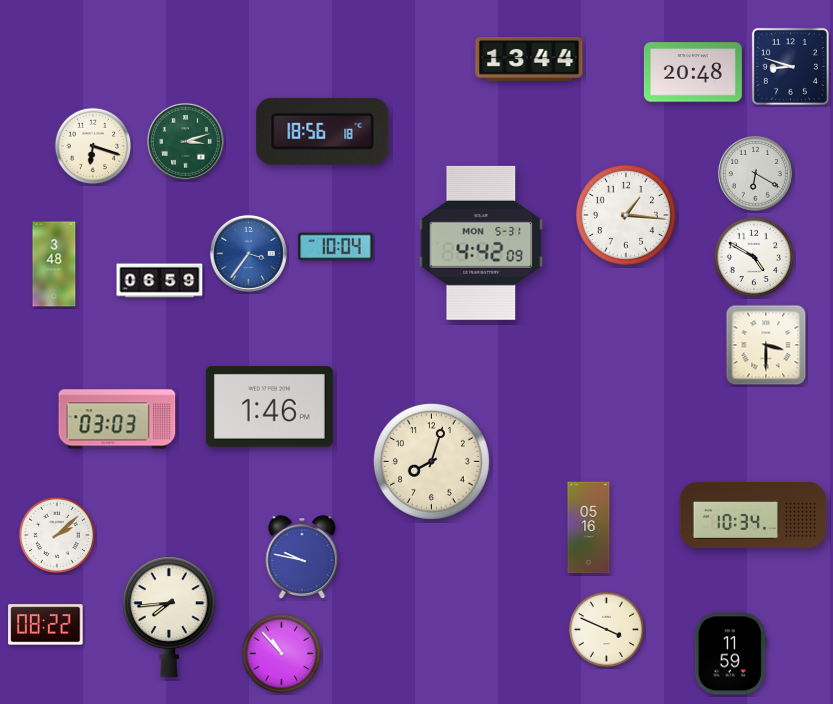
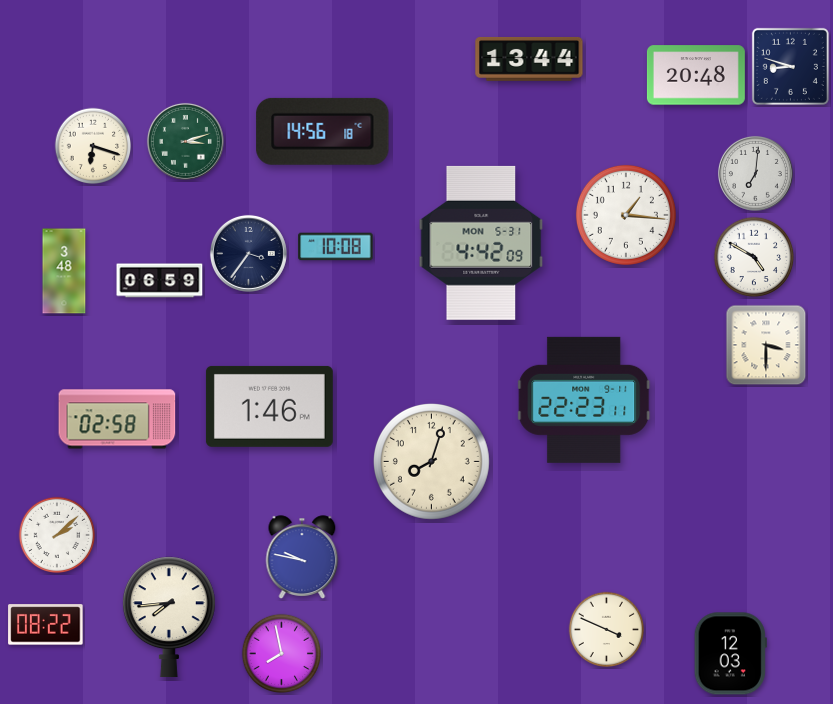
clock at (693, 72) position: (693, 72) -> (696, 75)
clock at (323, 131): 18:56 -> 14:56
clock at (755, 173): 6:20 -> 7:01
clock at (336, 247): 10:04 -> 10:08
clock at (248, 253) dial: blue -> navy
clock at (54, 264) position: (54, 264) -> (64, 271)
clock at (584, 400): none -> 22:23
clock at (117, 419): 03:03 -> 02:58
clock at (753, 515): 10:34 -> none
clock at (589, 528): 05:16 -> none
clock at (282, 654): 10:53 -> 7:58
clock at (730, 654): 11:59 -> 12:03
